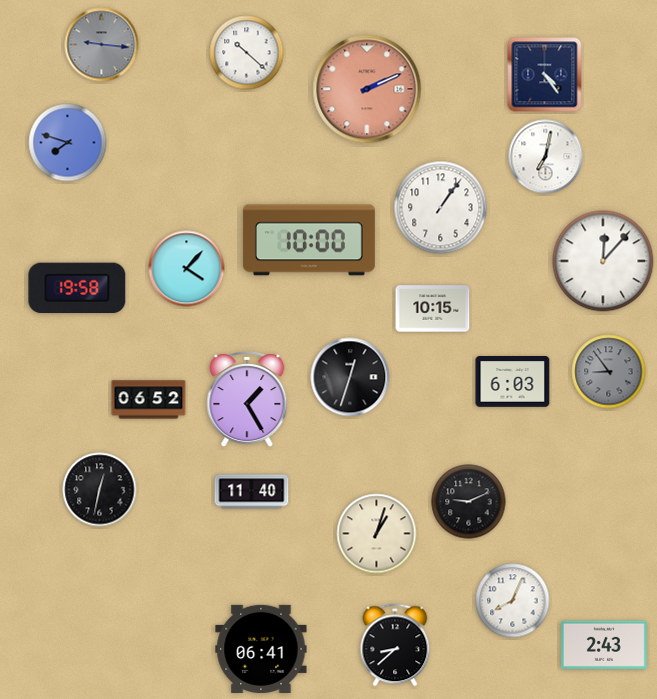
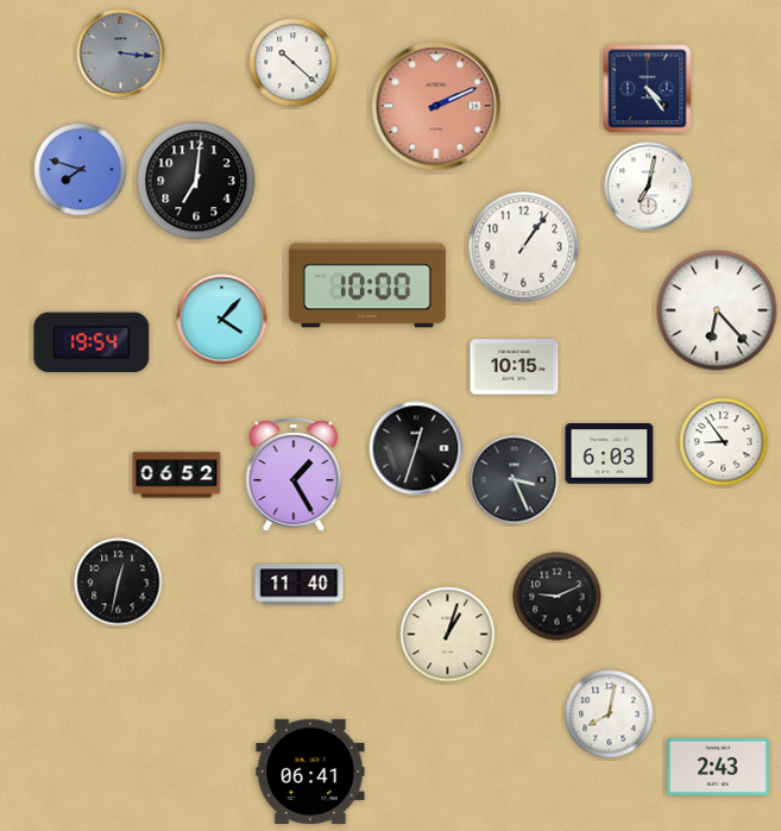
clock at (102, 45): 9:16 -> 3:16
clock at (196, 181): none -> 7:01
clock at (603, 261): 12:07 -> 6:23
clock at (77, 288): 19:58 -> 19:54
clock at (609, 372) dial: grey -> white
clock at (515, 480): none -> 3:26
clock at (513, 601): 8:04 -> 8:02
clock at (395, 645): 8:38 -> none
